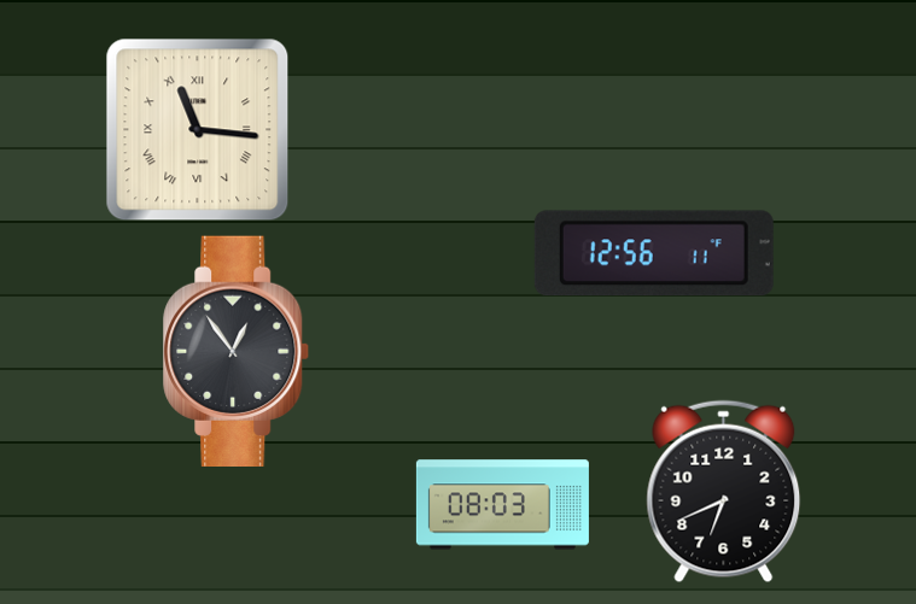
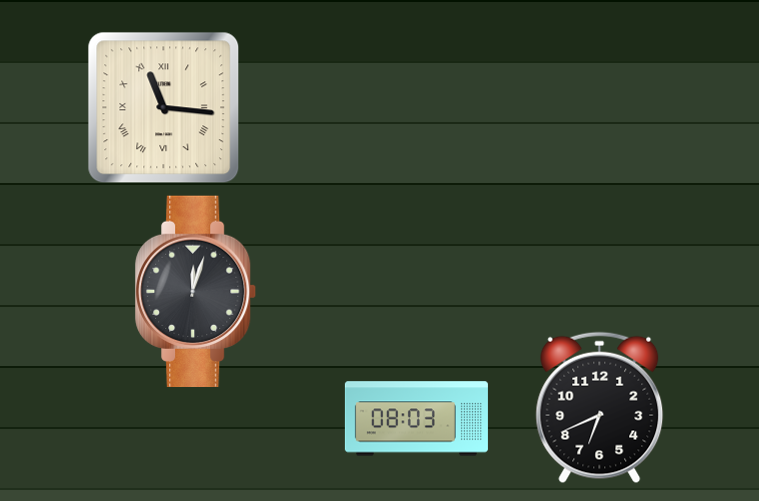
clock at (654, 253): 12:56 -> none
clock at (237, 351): 12:54 -> 12:03
